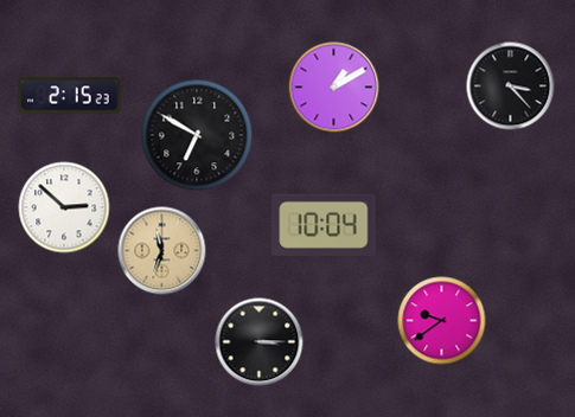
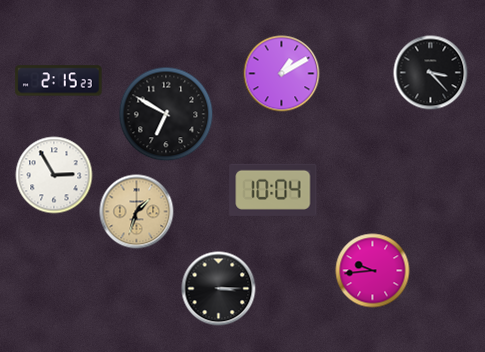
clock at (64, 207): 2:52 -> 2:55
clock at (162, 251): 11:33 -> 1:33
clock at (442, 321): 9:39 -> 9:44
